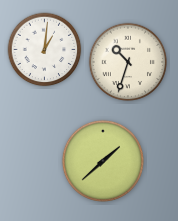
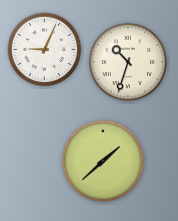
clock at (45, 50): 1:01 -> 9:04
